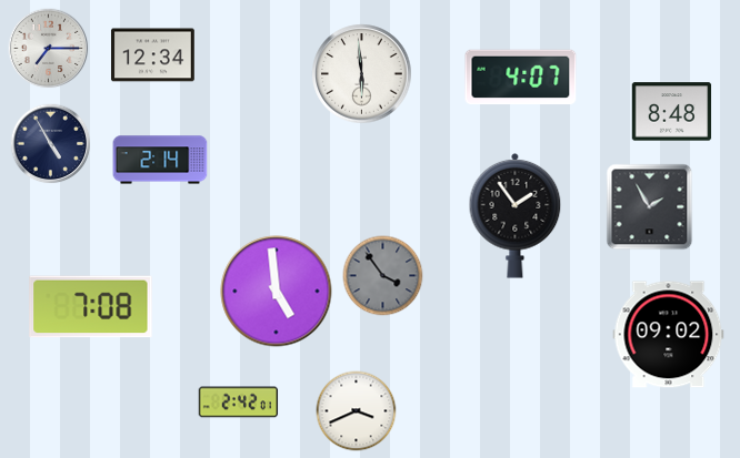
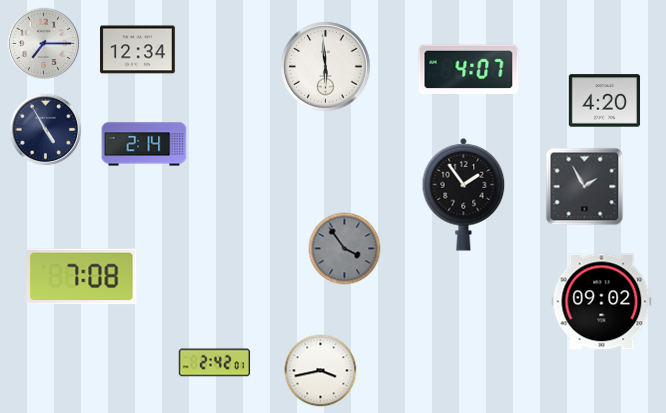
clock at (672, 112): 8:48 -> 4:20
clock at (277, 292): 4:59 -> none
clock at (357, 411): 3:41 -> 3:43
